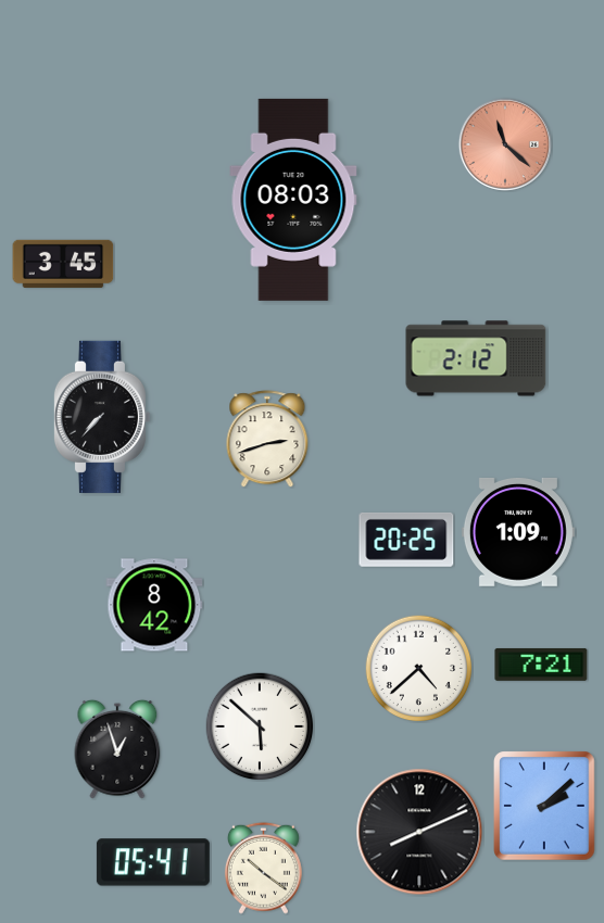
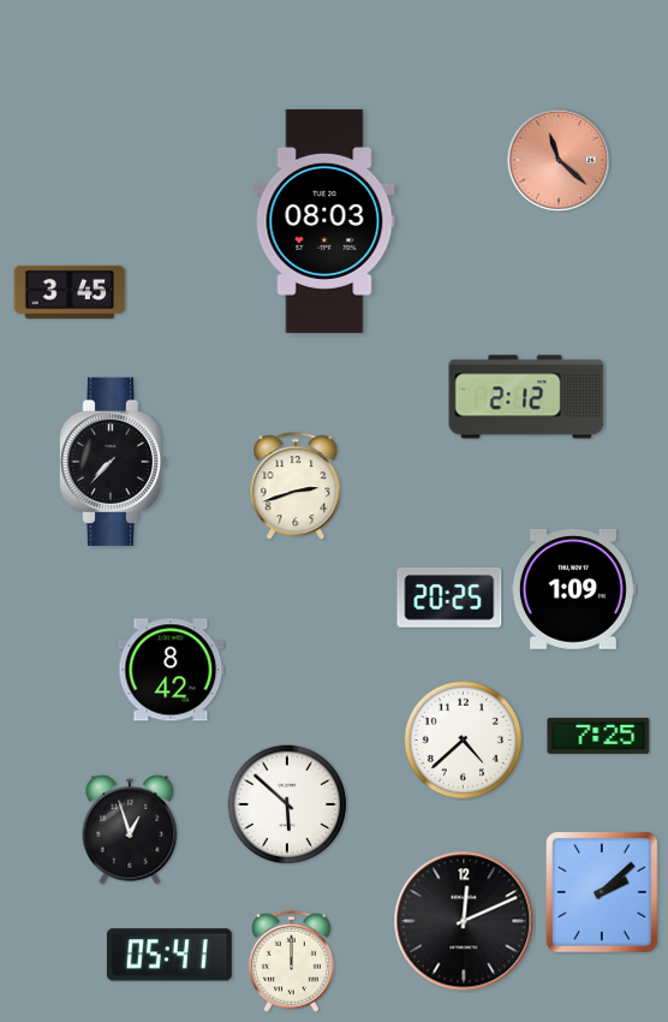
clock at (541, 665): 7:21 -> 7:25
clock at (419, 832): 8:11 -> 12:11
clock at (263, 868): 10:21 -> 12:00
